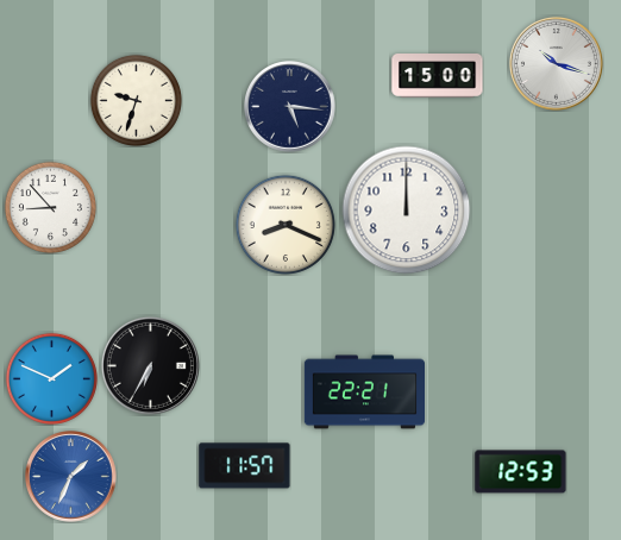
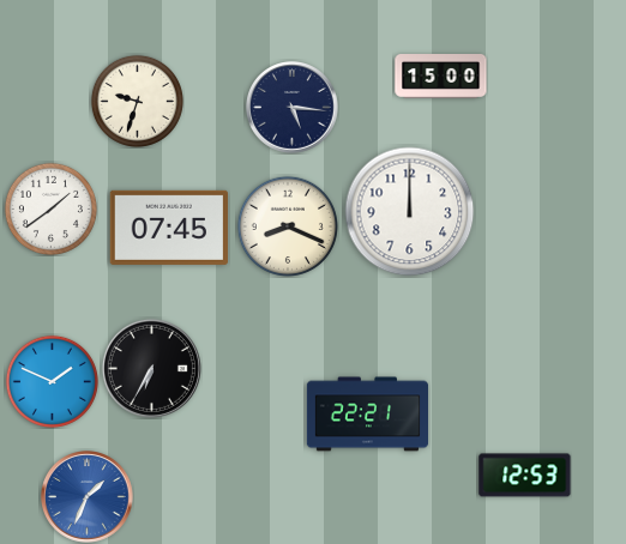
clock at (556, 63): 10:18 -> none
clock at (50, 207): 8:53 -> 1:39
clock at (168, 228): none -> 07:45
clock at (364, 393) position: (364, 393) -> (367, 415)
clock at (245, 466): 11:57 -> none
clock at (71, 477) position: (71, 477) -> (88, 497)
